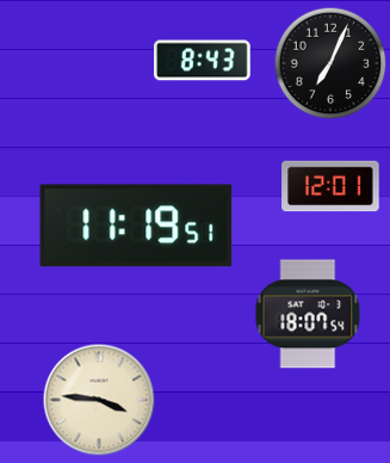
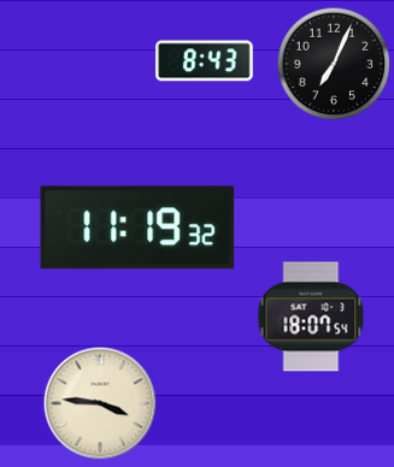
clock at (330, 186): 12:01 -> none
clock at (136, 226): 11:19:51 -> 11:19:32
